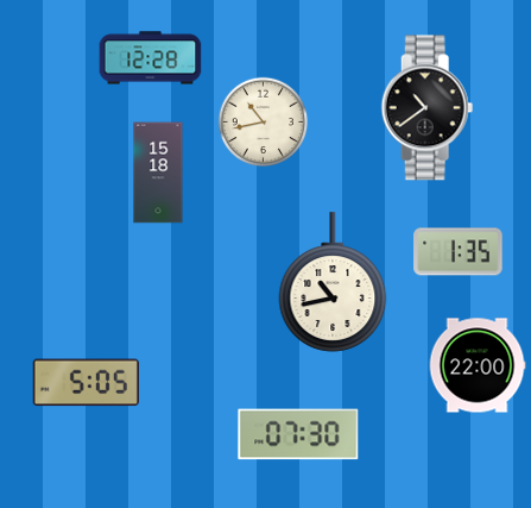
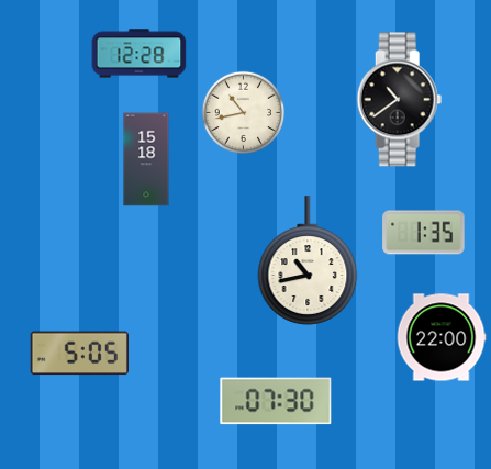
clock at (428, 108) position: (428, 108) -> (400, 100)
